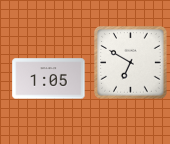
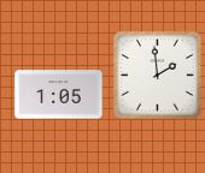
clock at (131, 63): 6:50 -> 1:59
